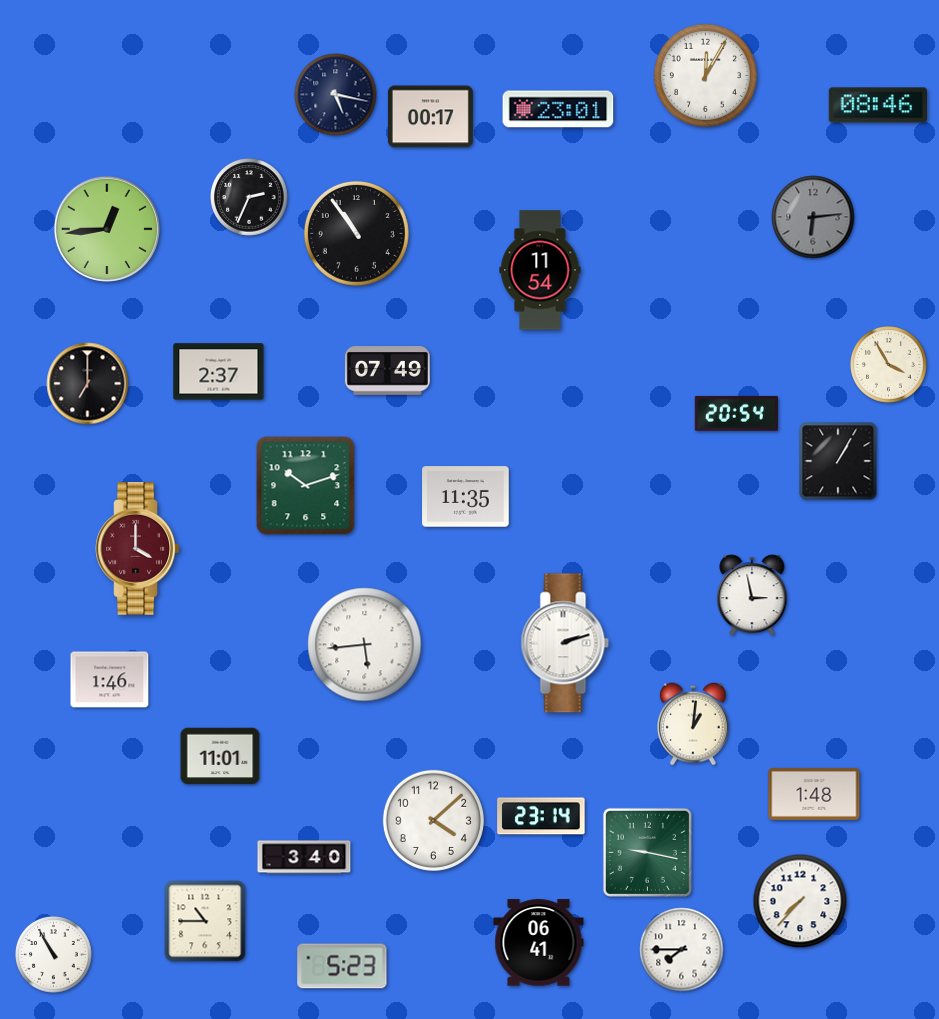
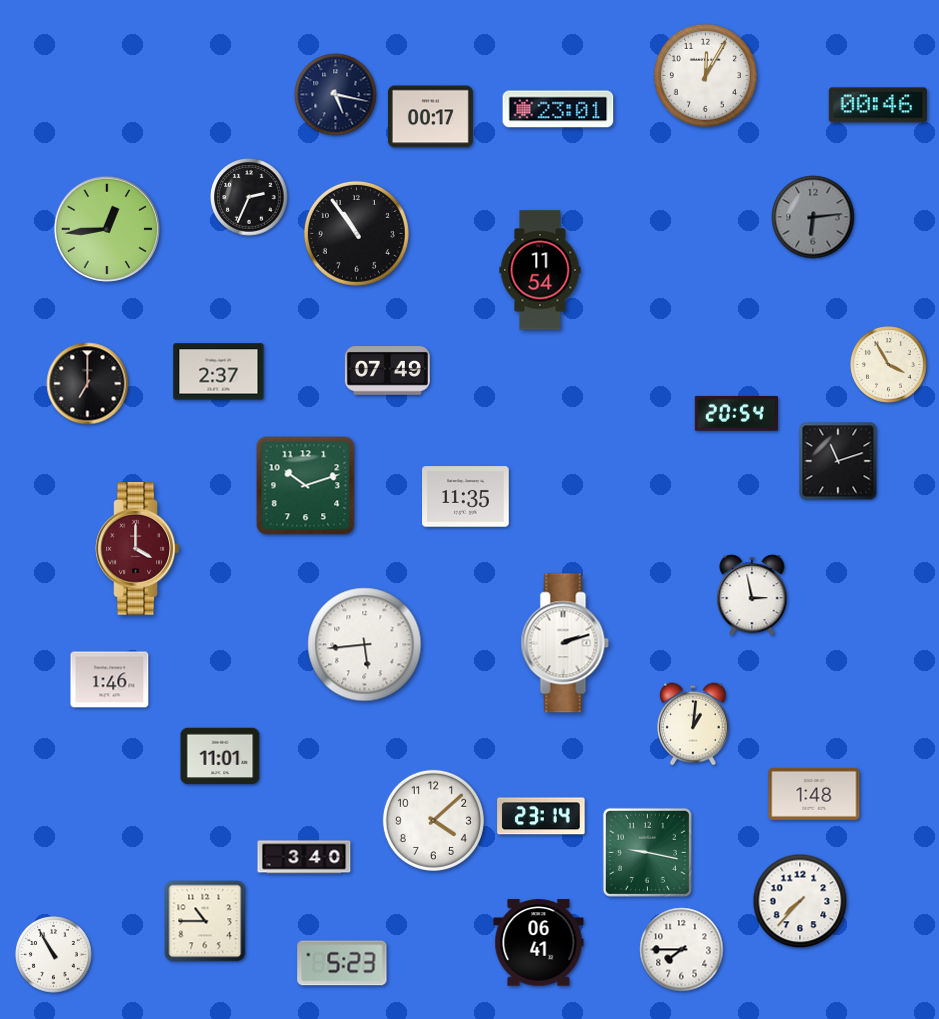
clock at (878, 105): 08:46 -> 00:46
clock at (838, 461): 1:05 -> 11:12
clock at (342, 966) position: (342, 966) -> (342, 963)
